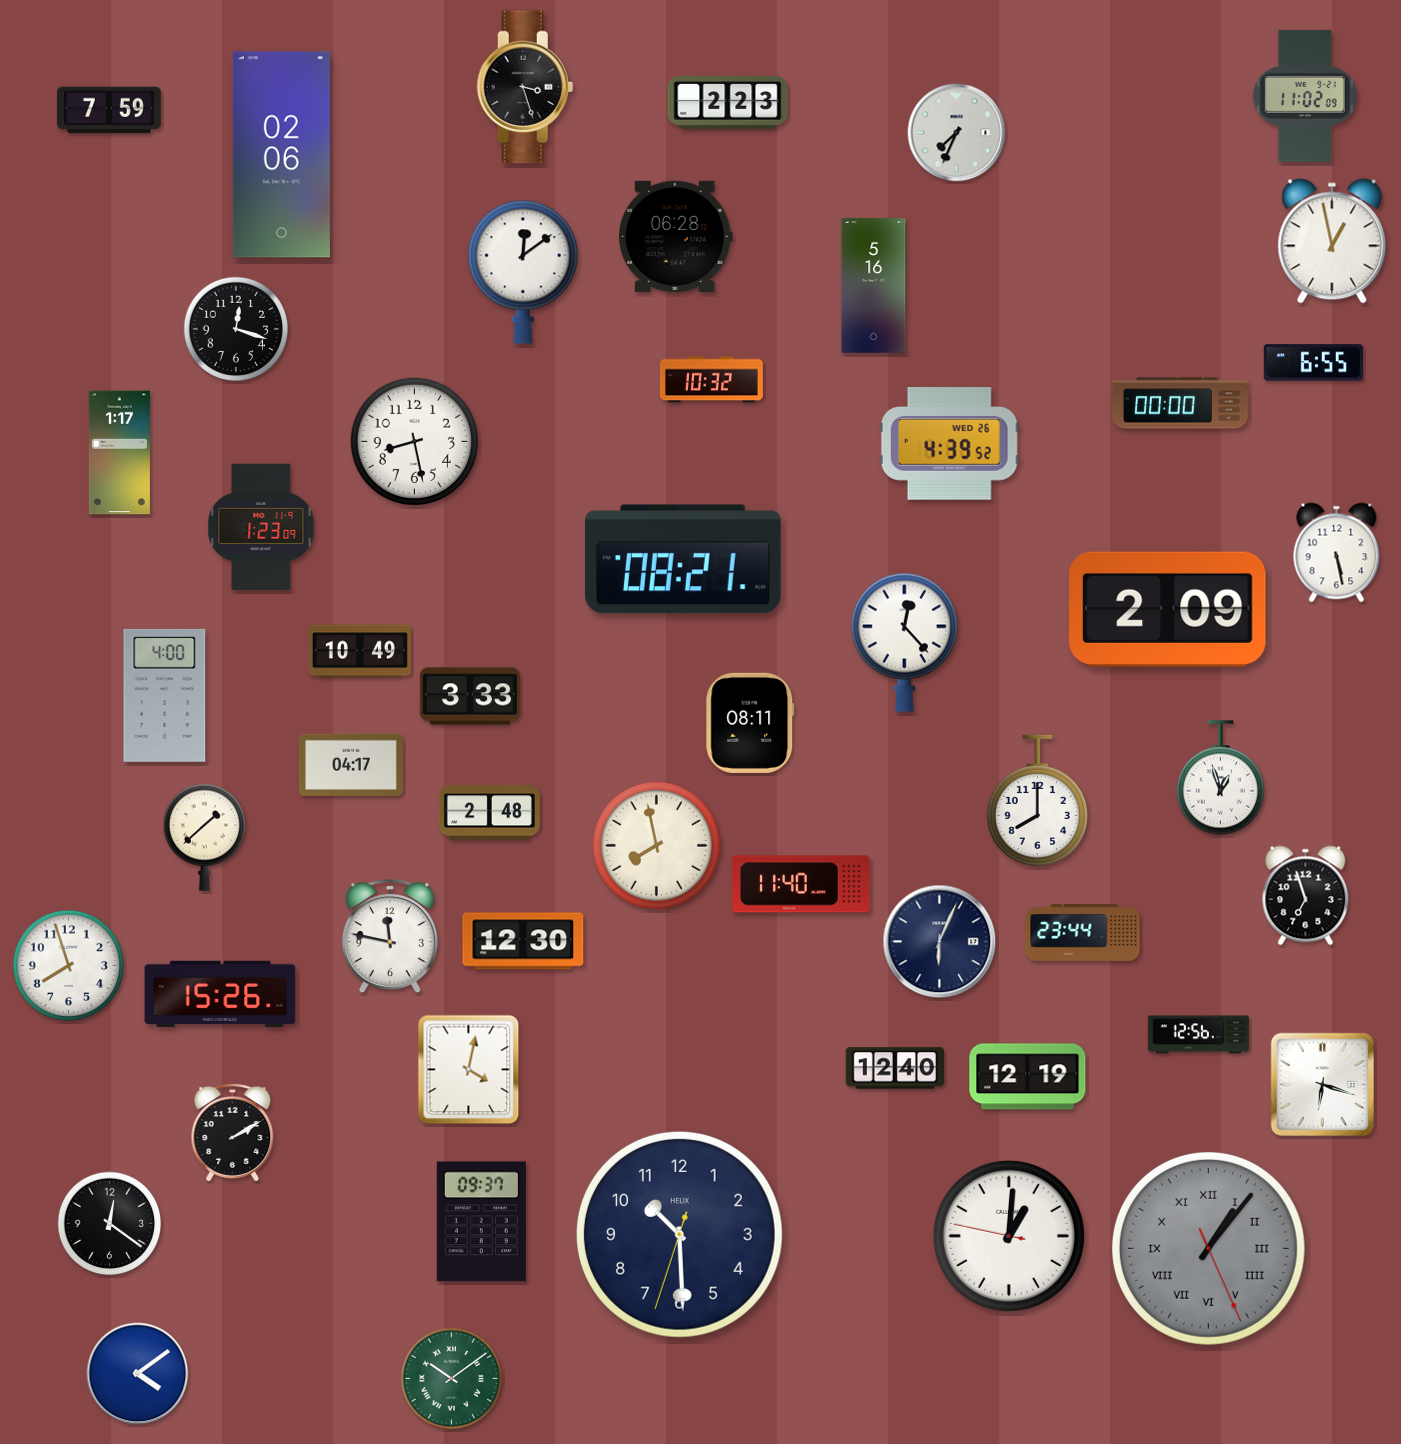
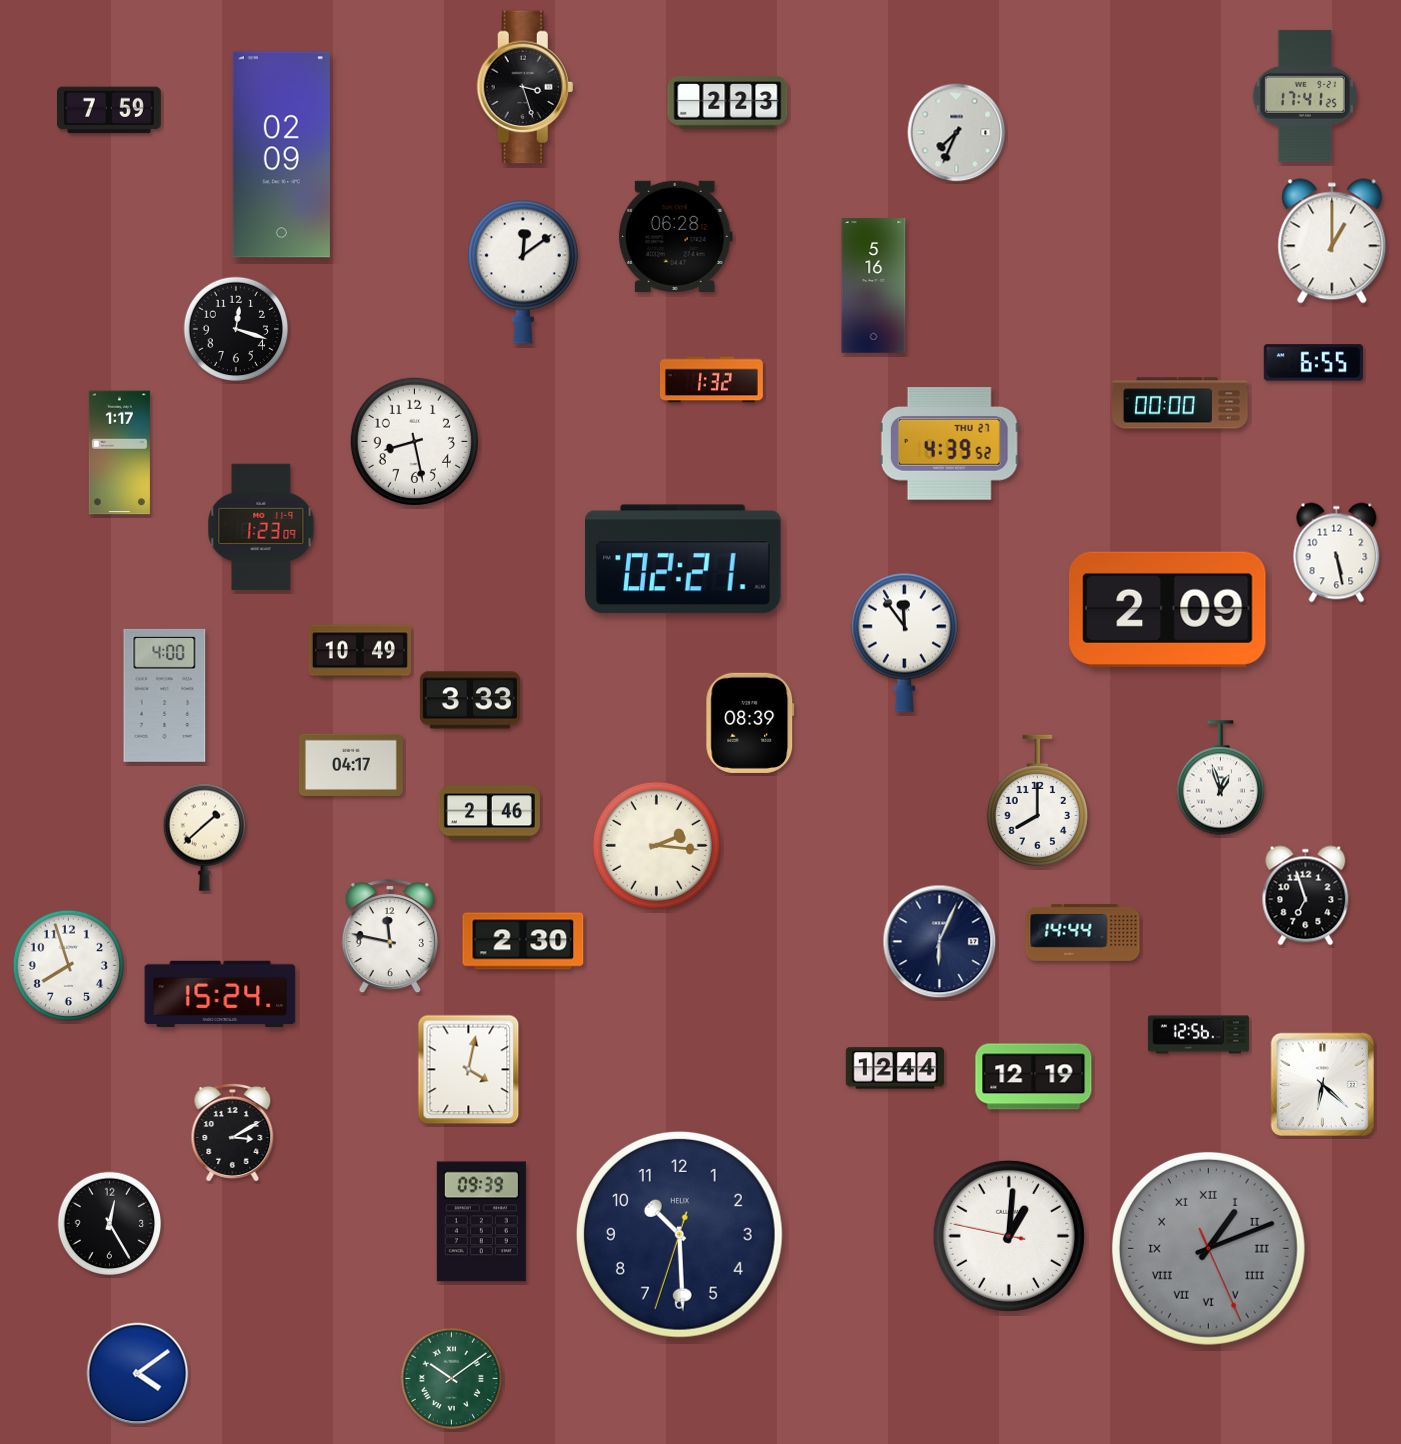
clock at (1305, 96): 11:02 -> 17:41
clock at (281, 155): 02:06 -> 02:09
clock at (1332, 241): 12:58 -> 1:00
clock at (711, 380): 10:32 -> 1:32
clock at (949, 444) date: WED 26 -> THU 27
clock at (683, 559): 08:21 -> 02:21
clock at (904, 642): 12:23 -> 11:54
clock at (470, 696) position: (470, 696) -> (470, 700)
clock at (750, 723): 08:11 -> 08:39
clock at (489, 813): 2:48 -> 2:46
clock at (656, 845): 7:58 -> 2:16
clock at (801, 884): 11:40 -> none
clock at (1083, 932): 23:44 -> 14:44
clock at (523, 941): 12:30 -> 2:30
clock at (220, 993): 15:26 -> 15:24
clock at (894, 1068): 12:40 -> 12:44
clock at (1028, 1077) position: (1028, 1077) -> (1034, 1077)
clock at (1322, 1084): 6:18 -> 6:22
clock at (233, 1133): 2:10 -> 3:10
clock at (481, 1222): 09:37 -> 09:39
clock at (110, 1224): 12:21 -> 12:25
clock at (1208, 1248): 1:06 -> 1:11
